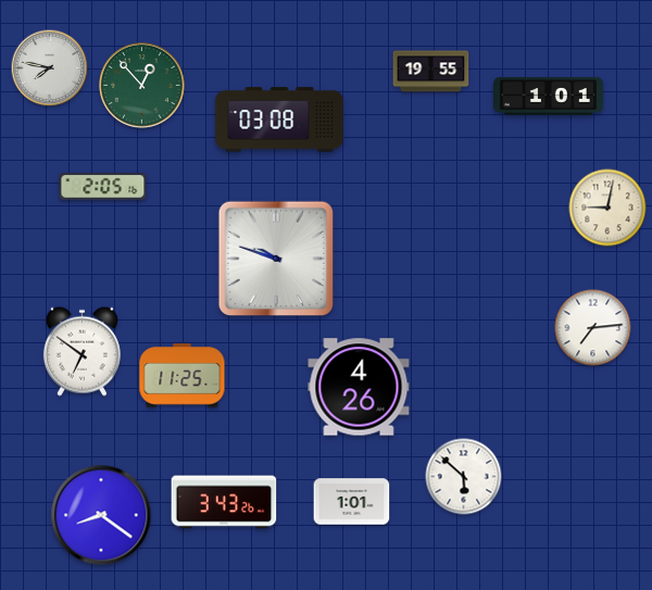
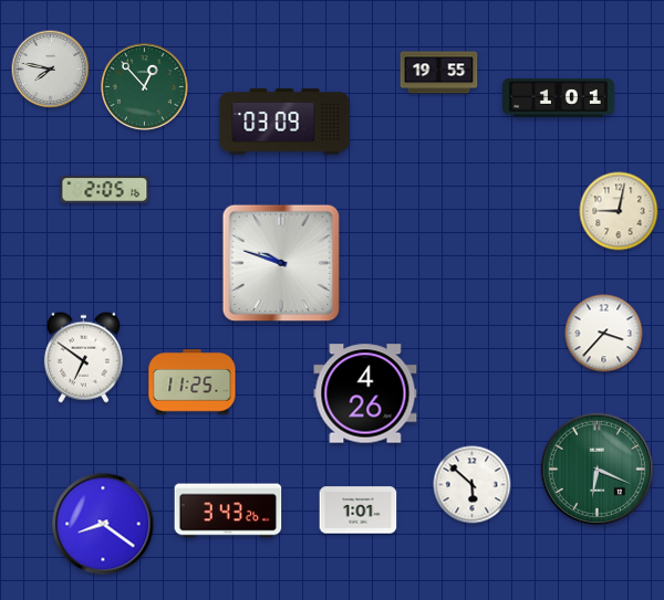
clock at (279, 120): 03:08 -> 03:09
clock at (593, 328): 7:14 -> 3:37
clock at (183, 376) position: (183, 376) -> (193, 382)
clock at (598, 470): none -> 6:19
